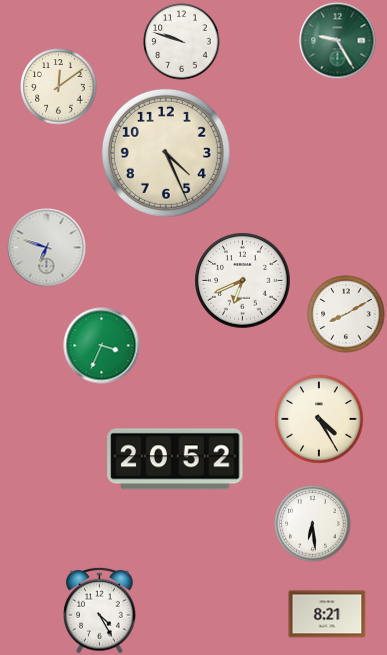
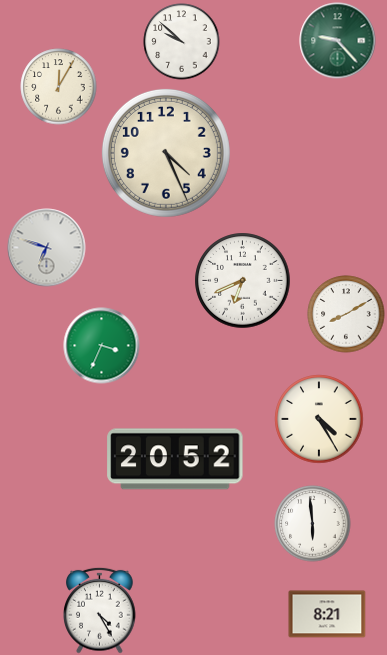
clock at (338, 41): 9:25 -> 9:23
clock at (182, 42): 9:48 -> 9:52
clock at (59, 87): 12:09 -> 12:05
clock at (313, 524): 6:29 -> 5:59
